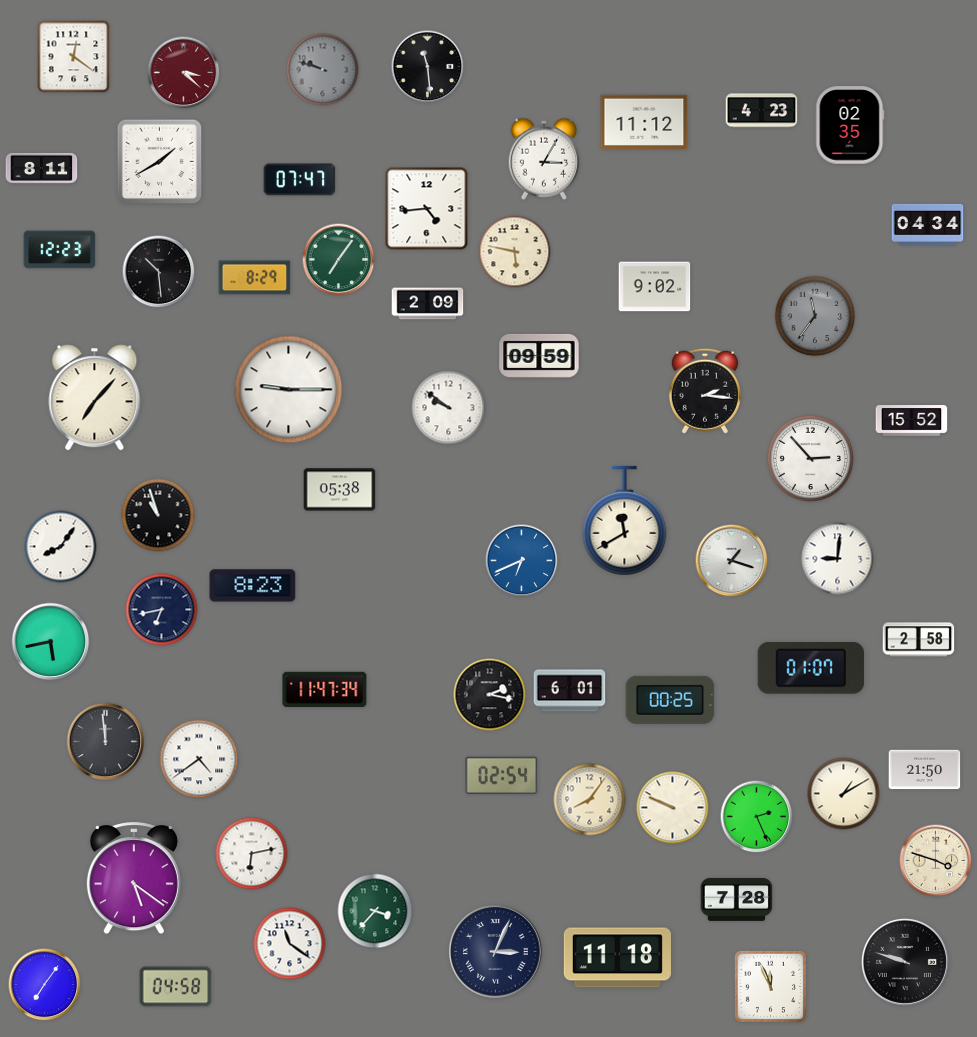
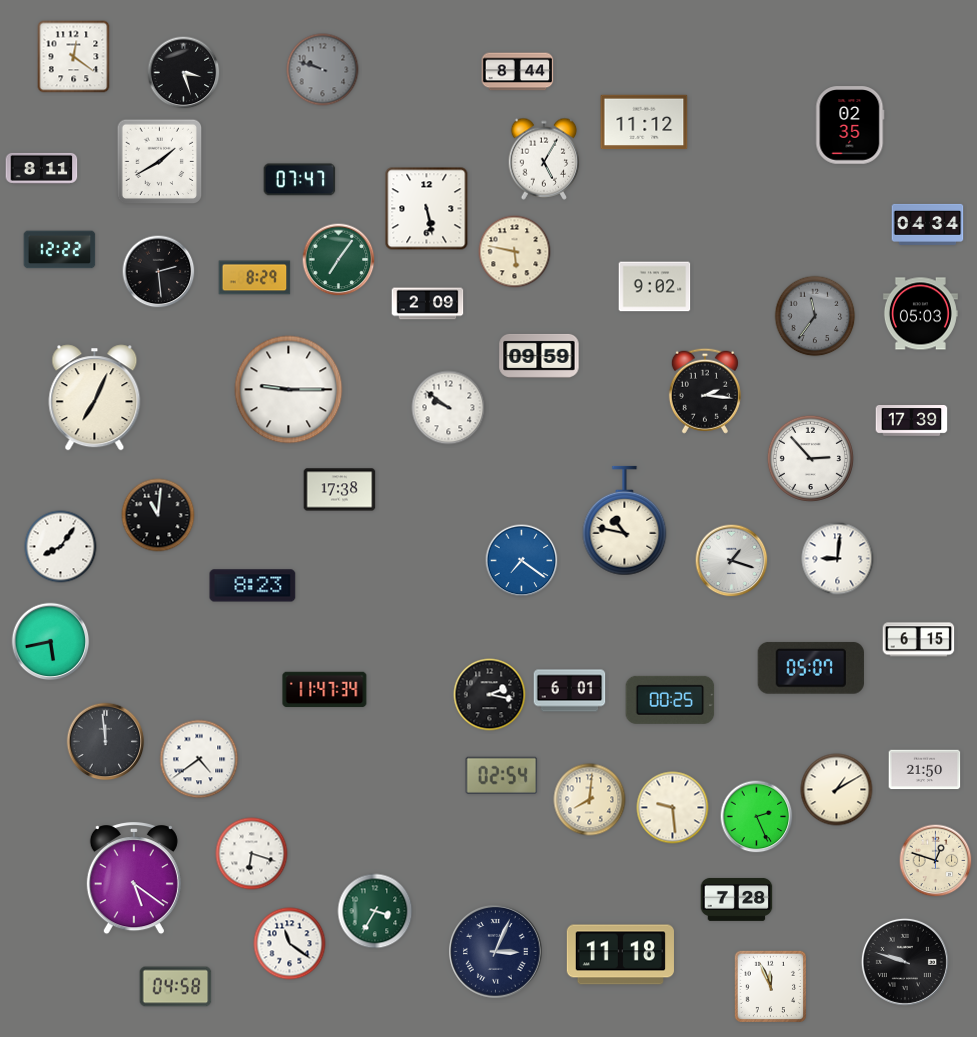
clock at (428, 67): 11:29 -> none
clock at (518, 72): none -> 8:44
clock at (184, 73): 3:22 -> 3:27
clock at (184, 73) dial: burgundy -> black
clock at (762, 111): 4:23 -> none
clock at (544, 159): 3:05 -> 5:05
clock at (427, 209): 4:44 -> 5:28
clock at (60, 250): 12:23 -> 12:22
clock at (159, 272): 10:29 -> 2:29
clock at (920, 314): none -> 05:03
clock at (95, 398): 7:07 -> 7:04
clock at (912, 421): 15:52 -> 17:39
clock at (340, 490): 05:38 -> 17:38
clock at (158, 515): 10:57 -> 11:01
clock at (625, 521): 11:40 -> 10:47
clock at (522, 561): 6:41 -> 7:21
clock at (162, 610): 6:43 -> none
clock at (919, 640): 2:58 -> 6:15
clock at (811, 668): 01:07 -> 05:07
clock at (844, 794) position: (844, 794) -> (837, 790)
clock at (590, 800): 8:06 -> 8:01
clock at (673, 808): 9:49 -> 9:29
clock at (252, 854): 6:13 -> 6:18
clock at (936, 861): 3:48 -> 12:48
clock at (375, 911): 3:37 -> 3:35
clock at (617, 958) position: (617, 958) -> (620, 955)
clock at (45, 985): 7:06 -> none
